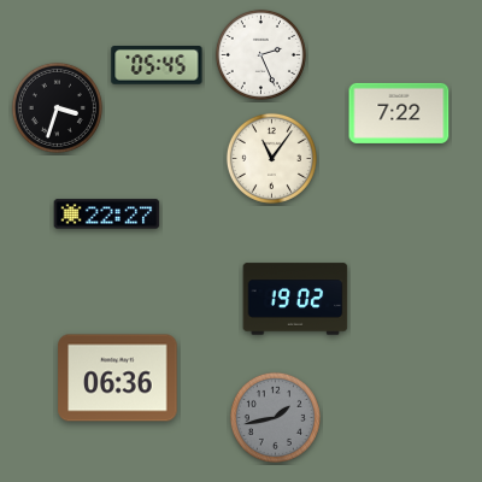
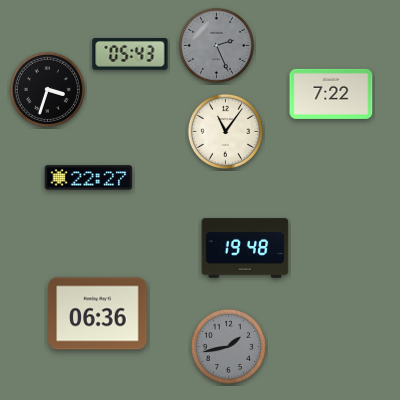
clock at (260, 54) dial: white -> grey
clock at (157, 66): 05:45 -> 05:43
clock at (295, 299): 19:02 -> 19:48
